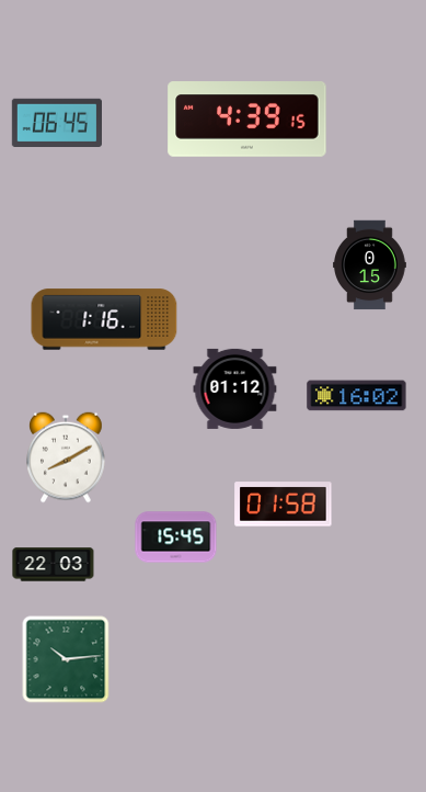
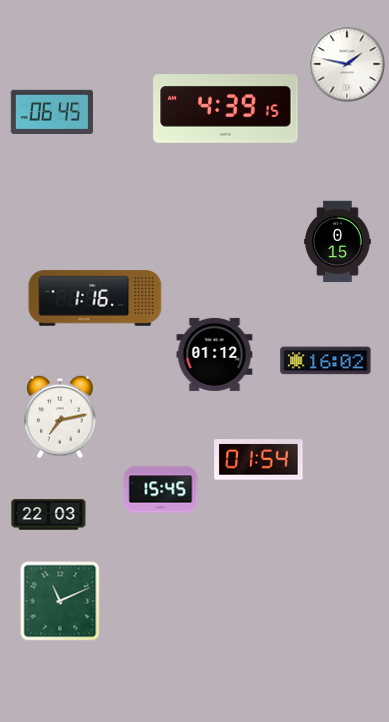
clock at (347, 64): none -> 1:47
clock at (104, 319) position: (104, 319) -> (95, 298)
clock at (66, 457): 8:10 -> 7:13
clock at (284, 505): 01:58 -> 01:54
clock at (66, 659): 10:14 -> 11:11
